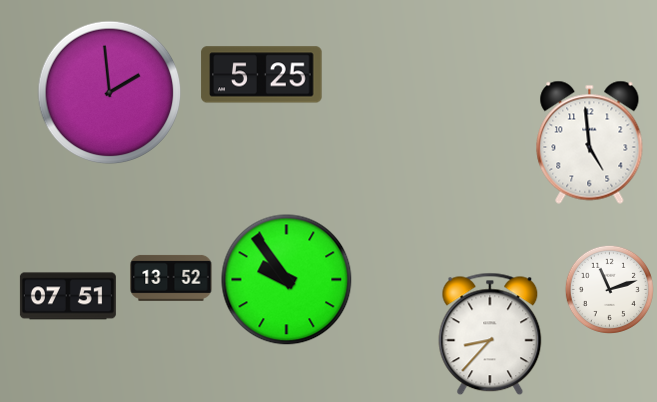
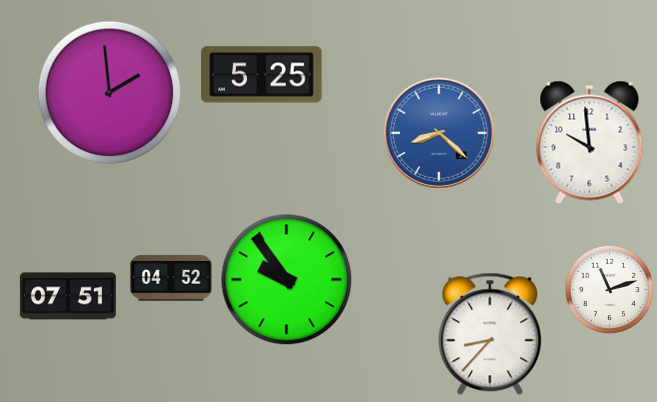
clock at (439, 133): none -> 8:22
clock at (590, 142): 4:59 -> 9:59
clock at (171, 278): 13:52 -> 04:52
